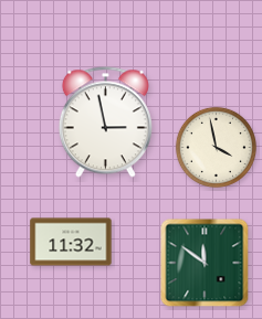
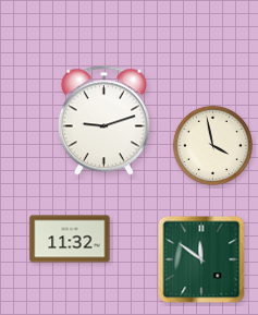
clock at (105, 123): 2:58 -> 9:12
